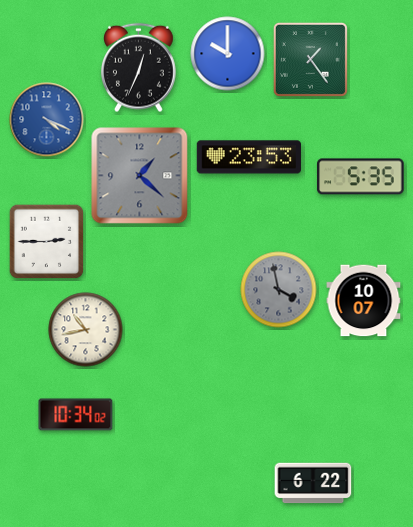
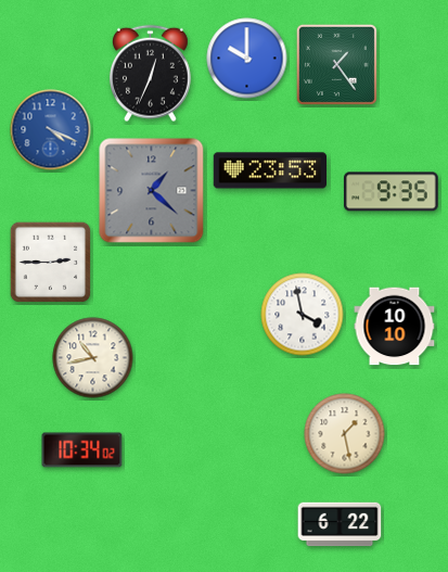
clock at (361, 177): 5:35 -> 9:35
clock at (279, 290) dial: grey -> white
clock at (364, 301): 10:07 -> 10:10
clock at (345, 434): none -> 1:28
